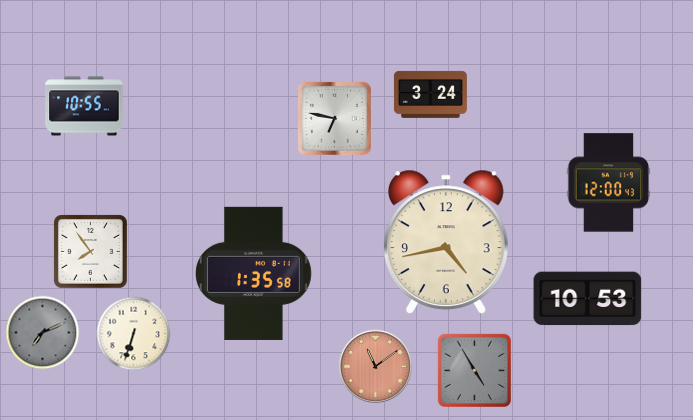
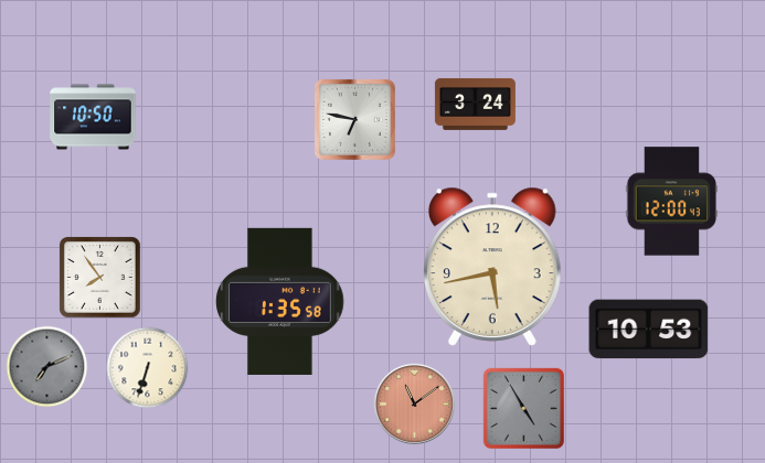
clock at (84, 106): 10:55 -> 10:50
clock at (334, 118) position: (334, 118) -> (354, 119)
clock at (447, 242): 4:43 -> 5:43
